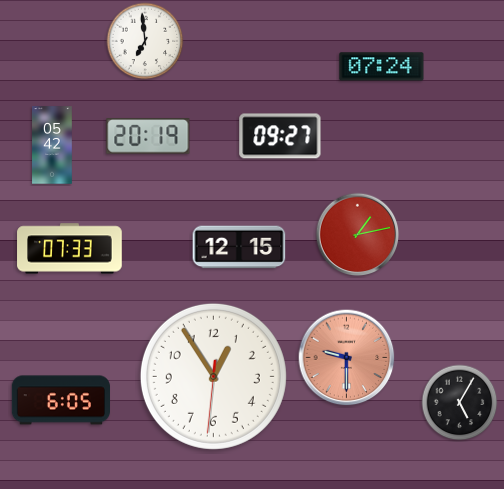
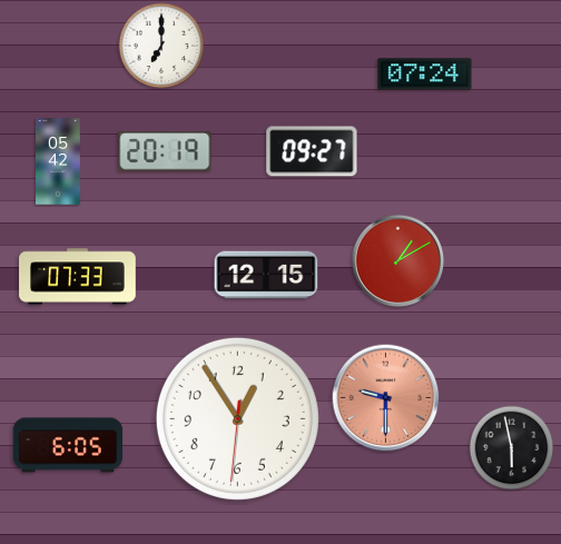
clock at (145, 41): 6:59 -> 7:00
clock at (358, 235): 1:13 -> 1:10
clock at (460, 403): 5:05 -> 5:58
